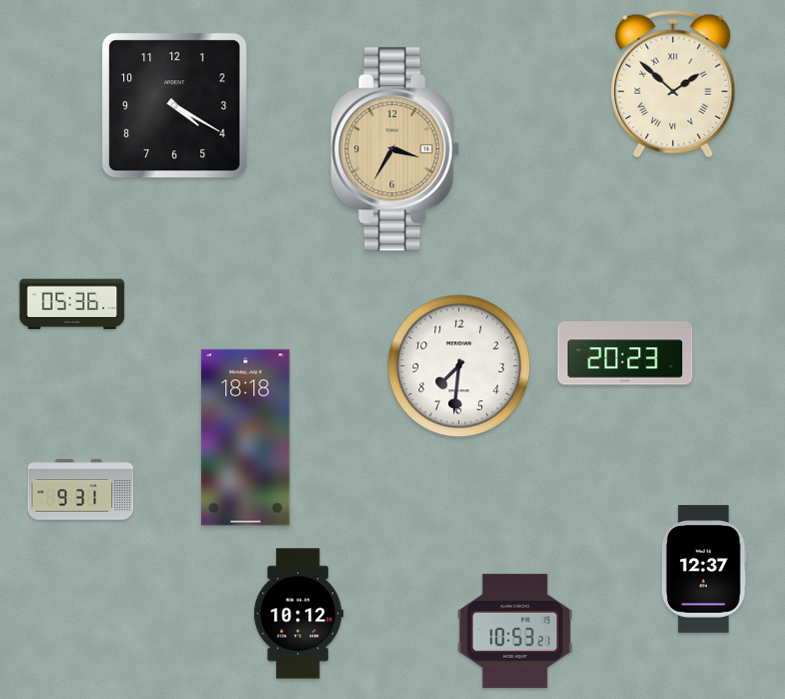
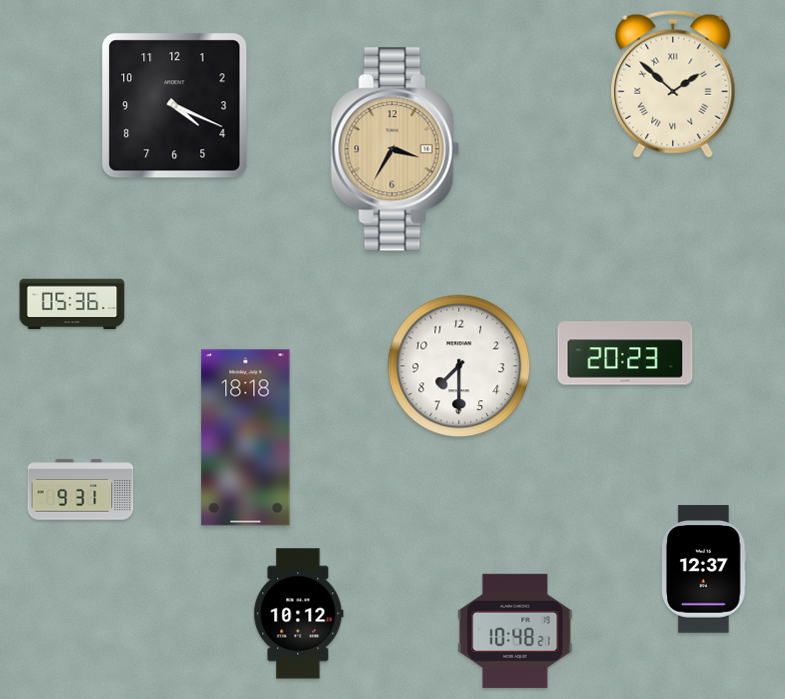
clock at (175, 106): 4:20 -> 4:19
clock at (459, 366): 7:31 -> 7:30
clock at (515, 631): 10:53 -> 10:48
